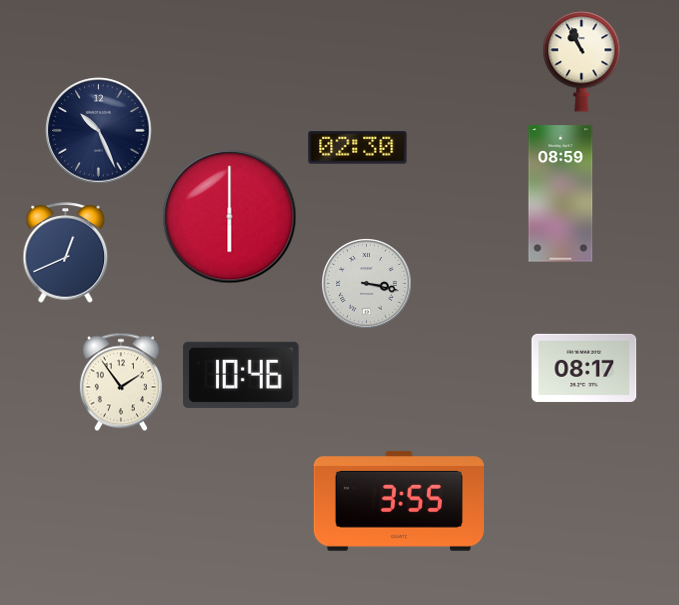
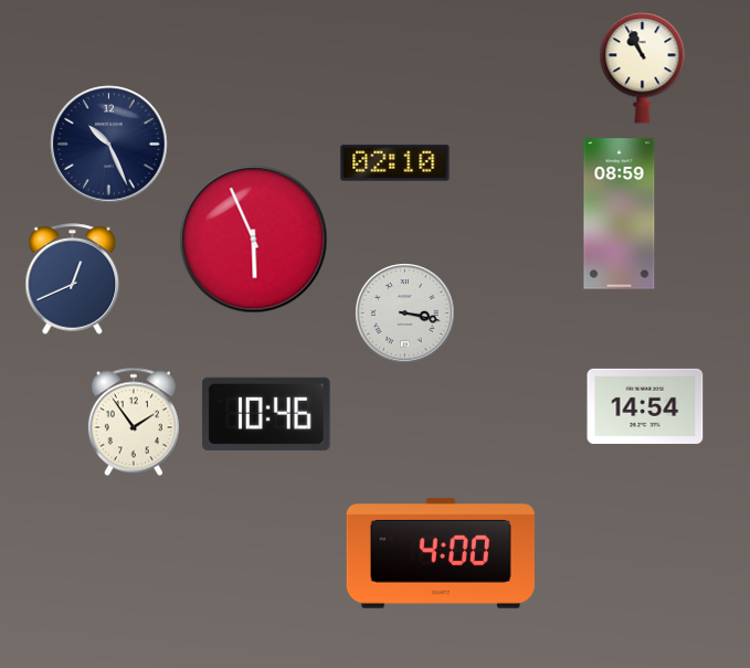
clock at (358, 148): 02:30 -> 02:10
clock at (230, 217): 6:00 -> 5:56
clock at (584, 368): 08:17 -> 14:54
clock at (399, 501): 3:55 -> 4:00
